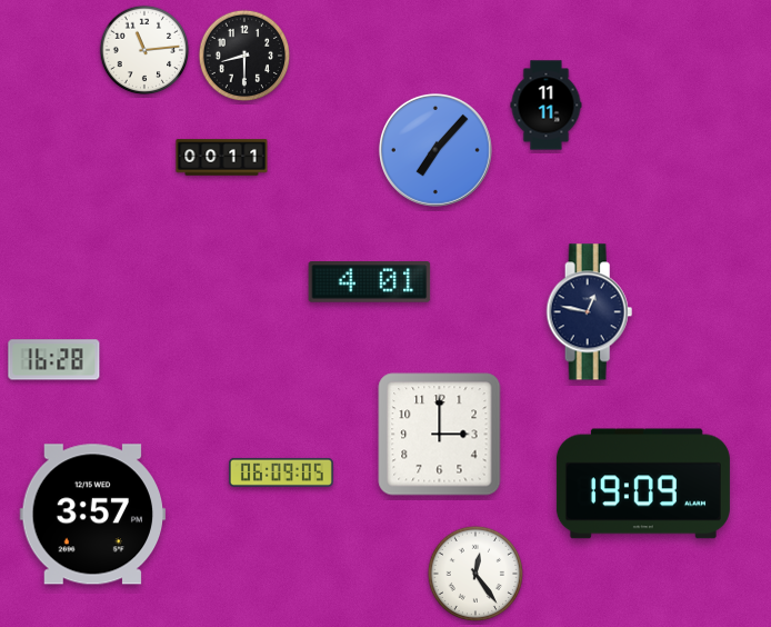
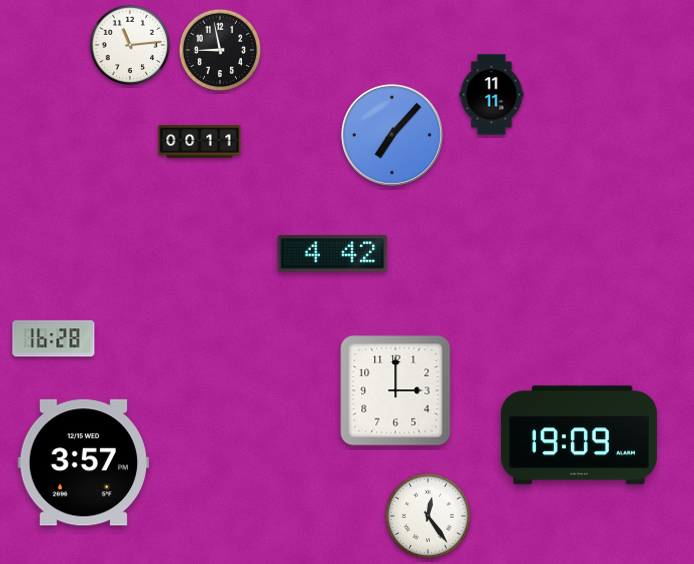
clock at (244, 56): 8:30 -> 8:58
clock at (370, 282): 4:01 -> 4:42
clock at (590, 312): 12:47 -> none
clock at (54, 360) position: (54, 360) -> (54, 339)
clock at (281, 472): 06:09 -> none
